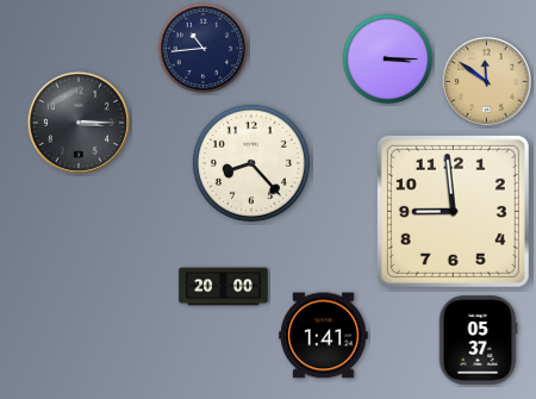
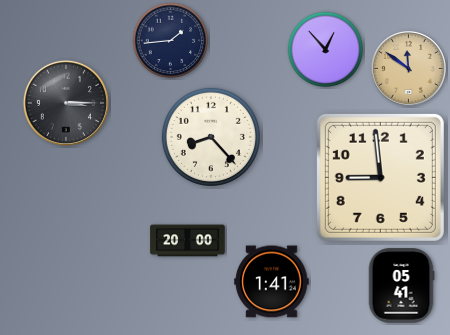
clock at (204, 49): 10:44 -> 1:44
clock at (388, 60): 3:15 -> 12:53
clock at (478, 341): 05:37 -> 05:41
